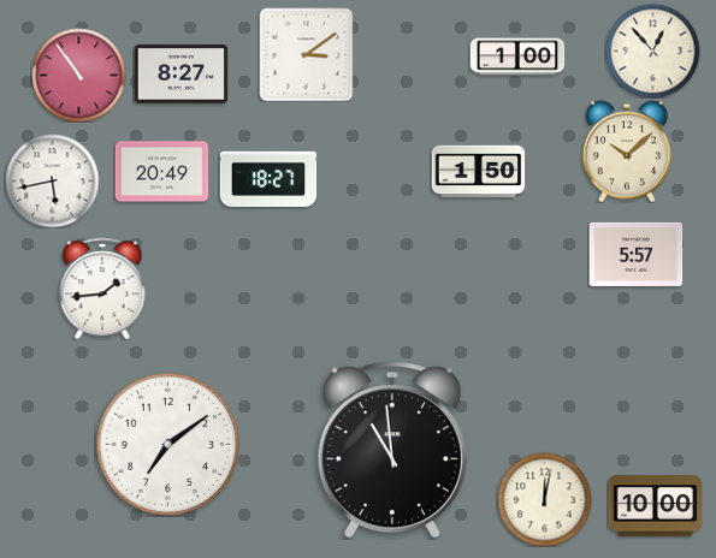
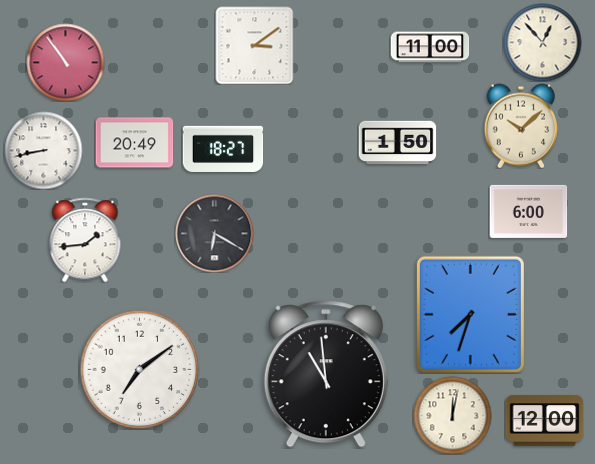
clock at (517, 57): 1:00 -> 11:00
clock at (181, 75): 8:27 -> none
clock at (52, 180): 5:43 -> 8:43
clock at (635, 254): 5:57 -> 6:00
clock at (214, 233): none -> 6:20
clock at (470, 314): none -> 7:33
clock at (655, 506): 10:00 -> 12:00
